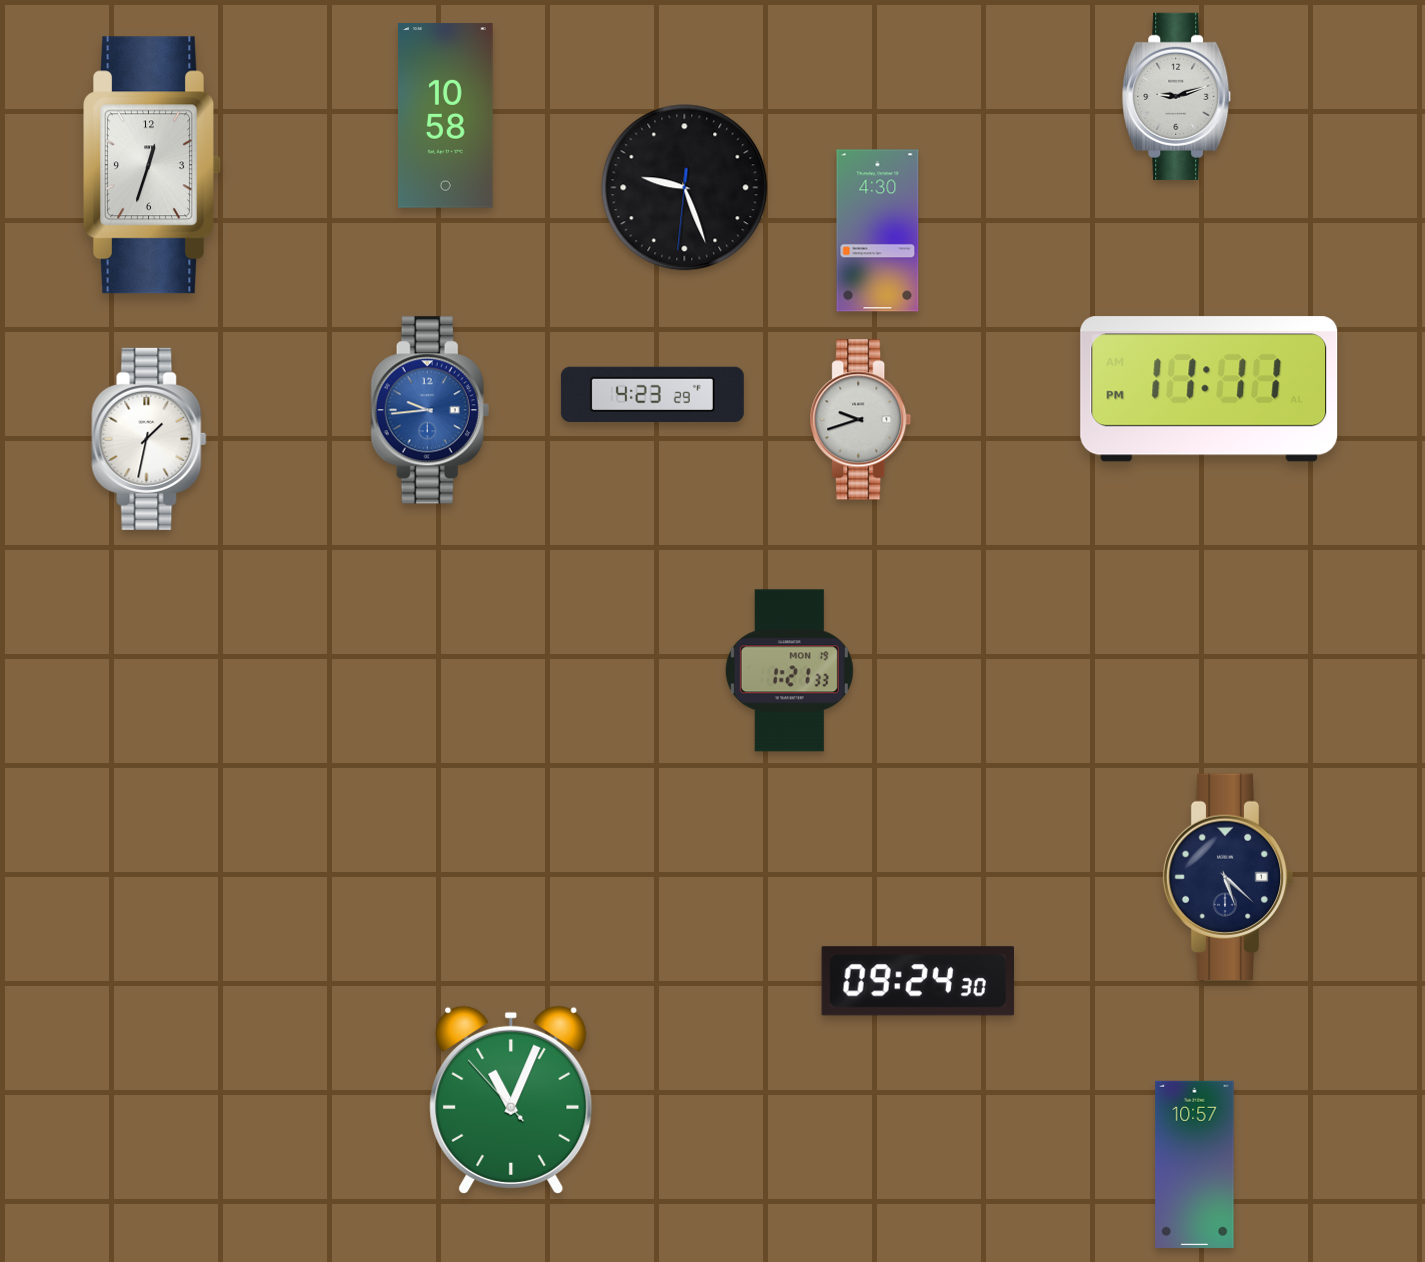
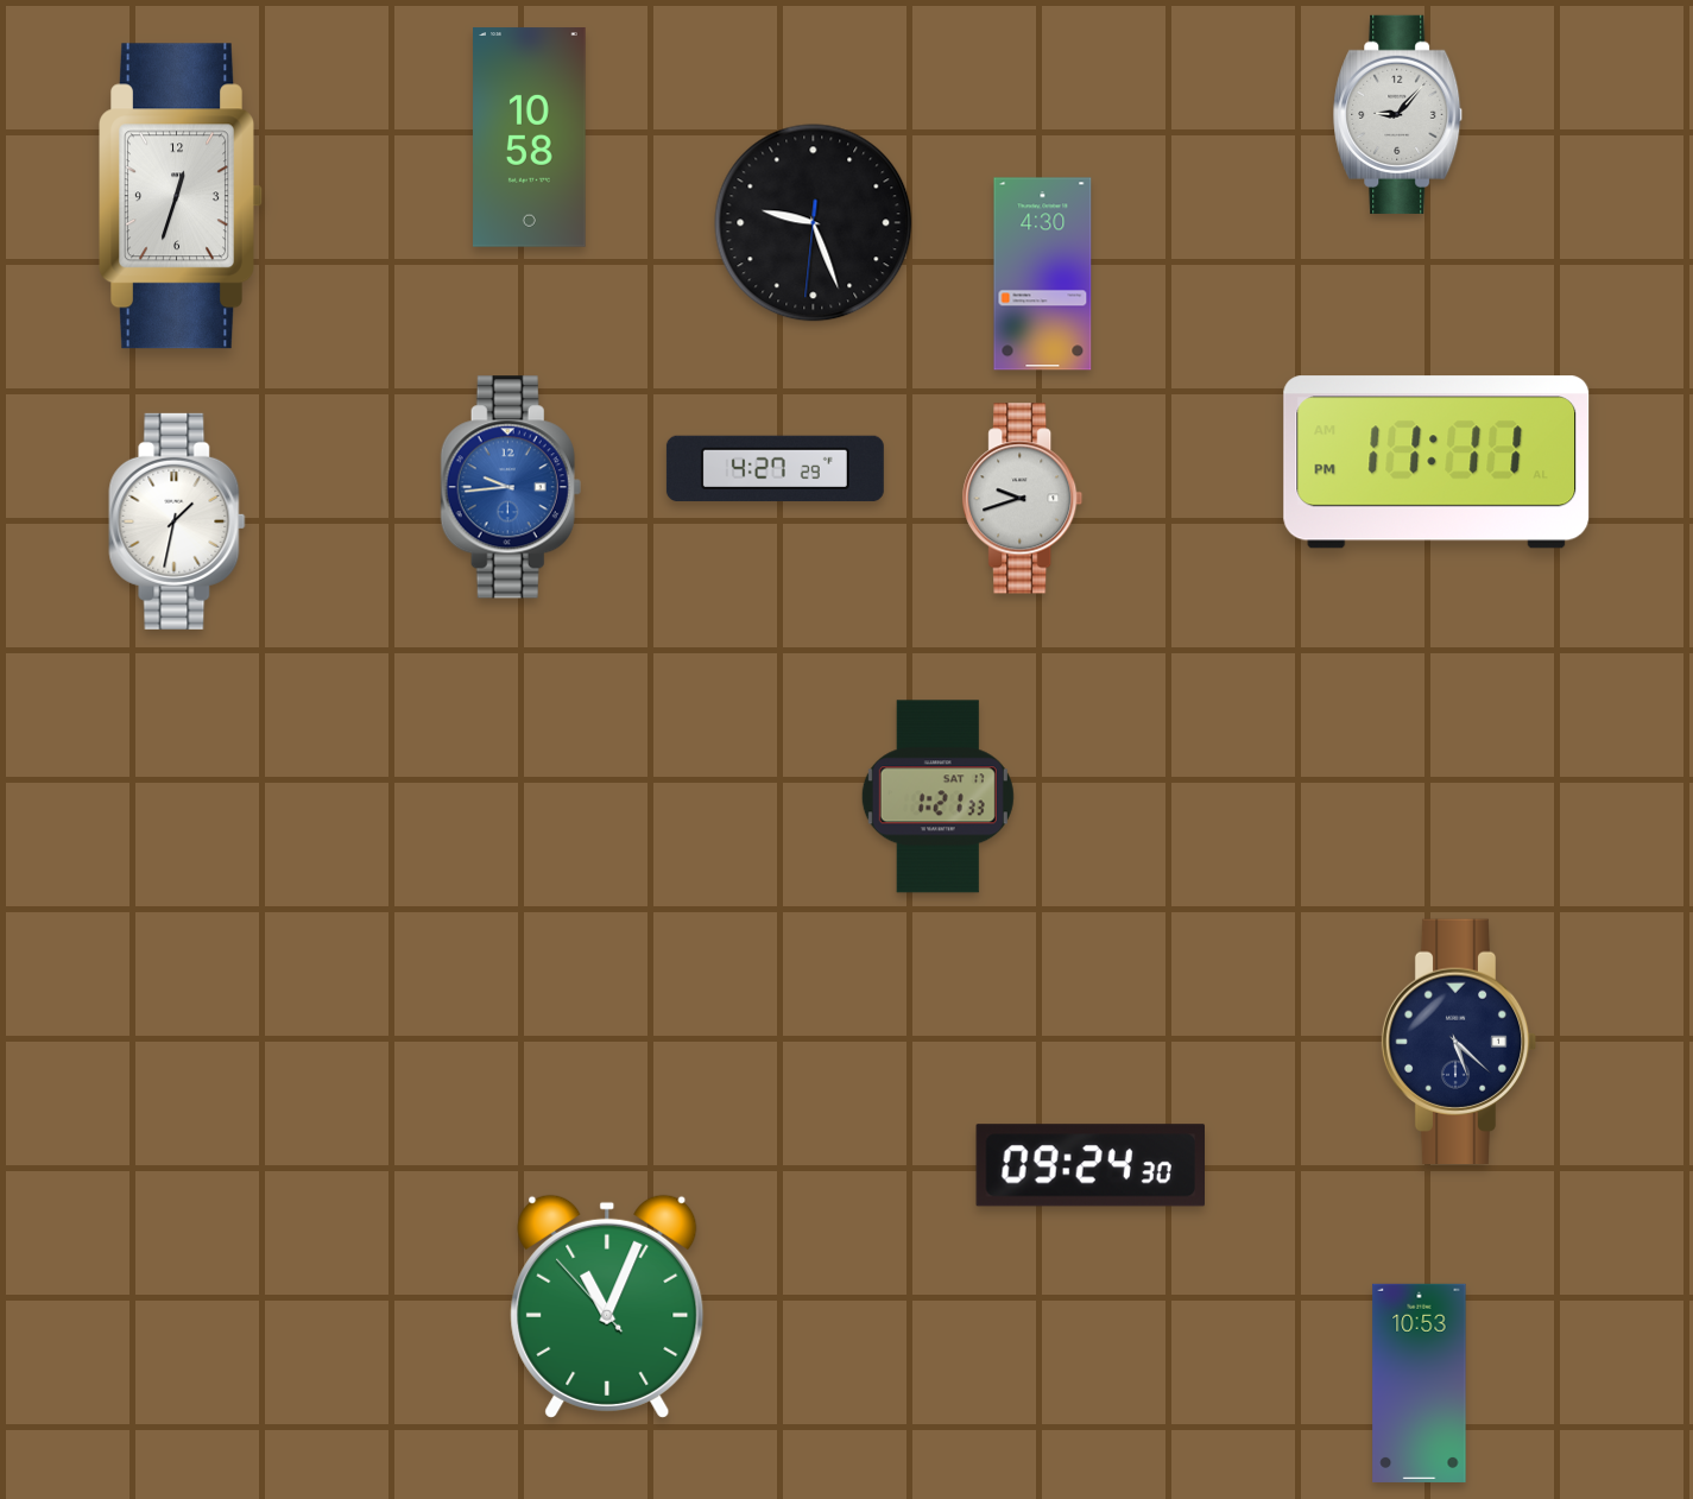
clock at (1177, 96): 9:12 -> 9:07
clock at (652, 394): 4:23 -> 4:27
clock at (789, 671) date: MON 19 -> SAT 17
clock at (1195, 1164): 10:57 -> 10:53
